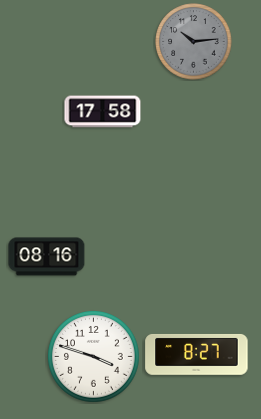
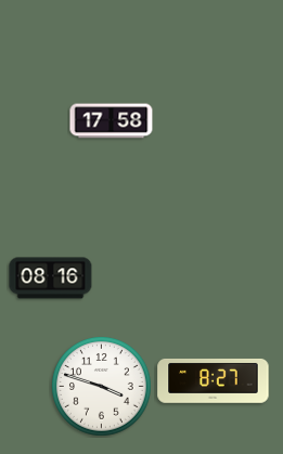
clock at (194, 42): 10:14 -> none
clock at (197, 354) position: (197, 354) -> (214, 380)
